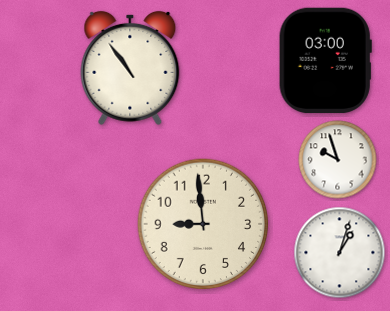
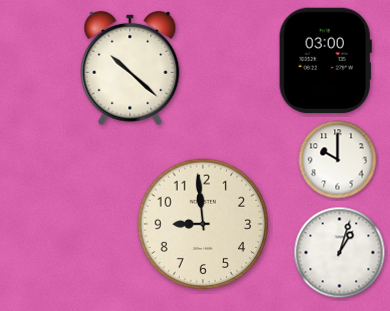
clock at (130, 68): 10:54 -> 10:22
clock at (338, 160): 9:57 -> 10:00
